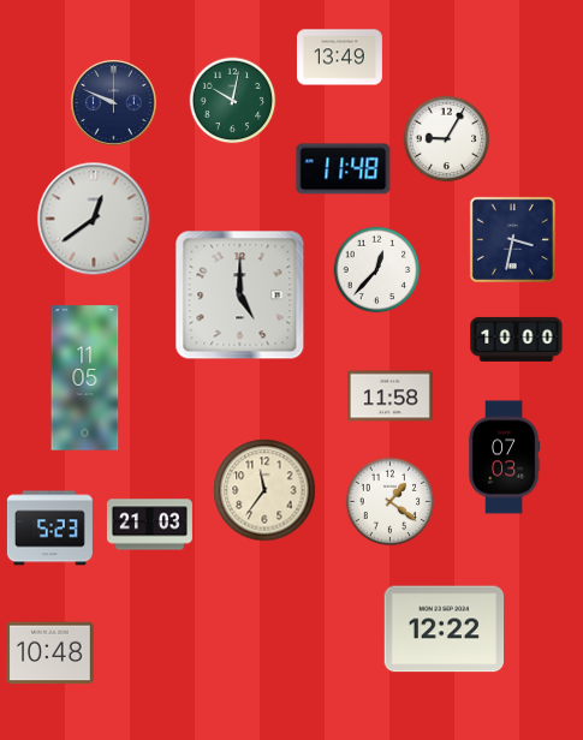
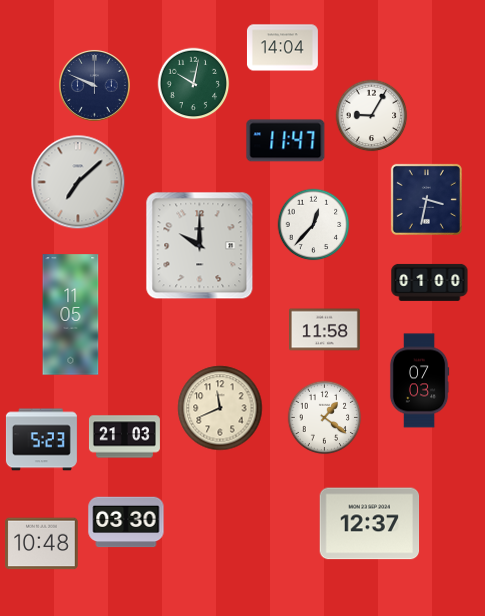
clock at (339, 58): 13:49 -> 14:04
clock at (344, 169): 11:48 -> 11:47
clock at (94, 219): 12:39 -> 7:08
clock at (240, 296): 5:00 -> 10:00
clock at (517, 339): 10:00 -> 01:00
clock at (264, 490): 11:36 -> 11:41
clock at (126, 522): none -> 03:30
clock at (445, 629): 12:22 -> 12:37
